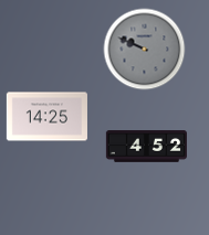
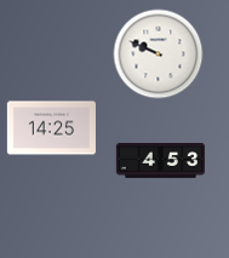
clock at (145, 50) dial: grey -> white
clock at (146, 147): 4:52 -> 4:53
